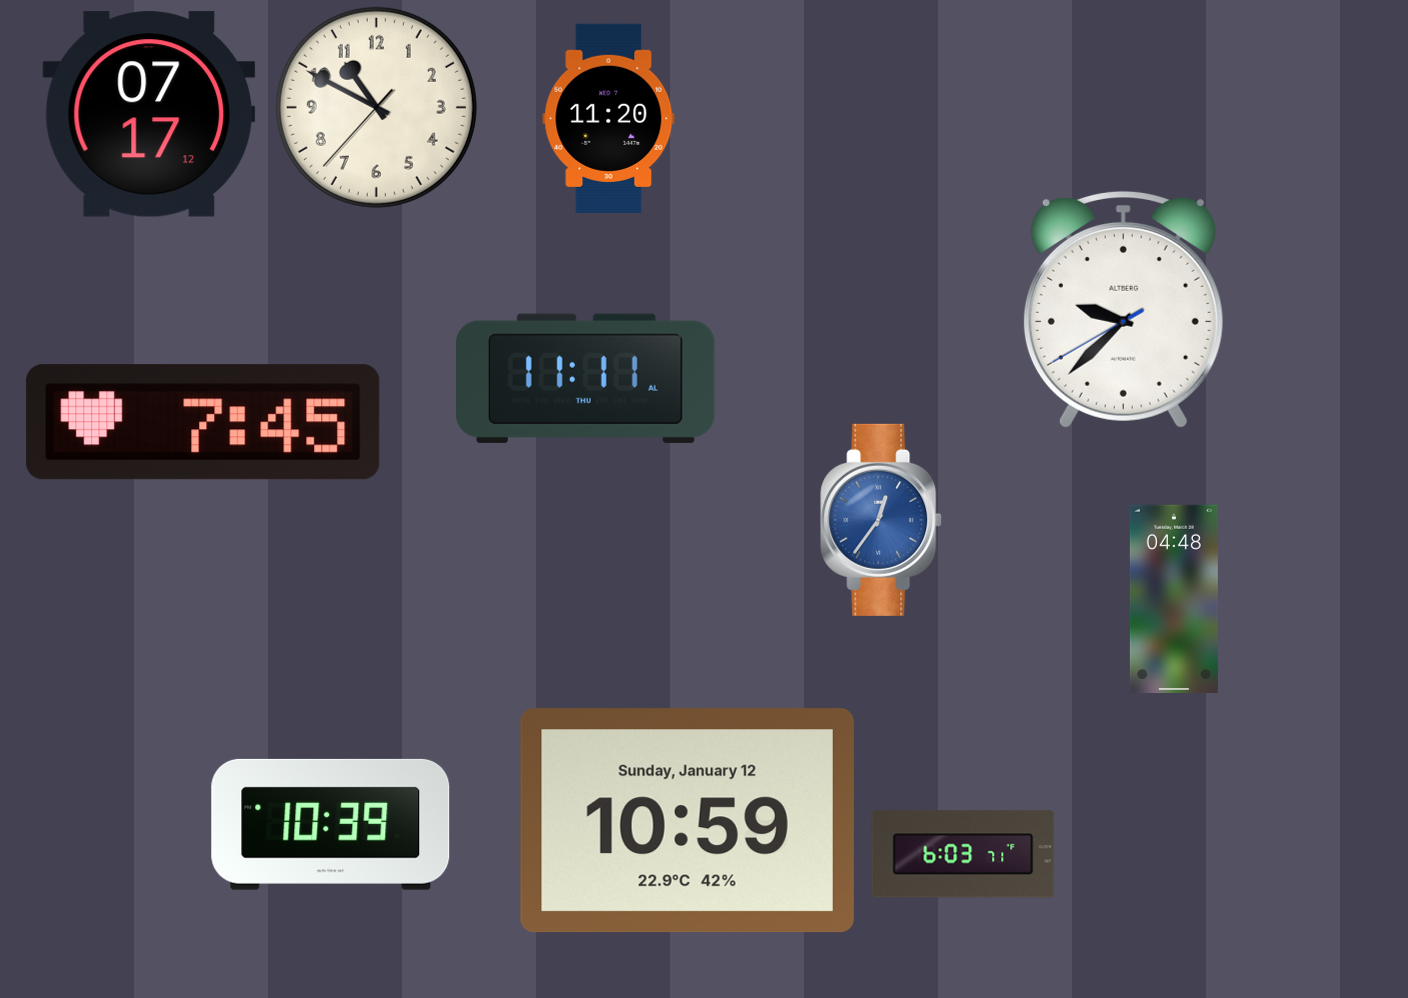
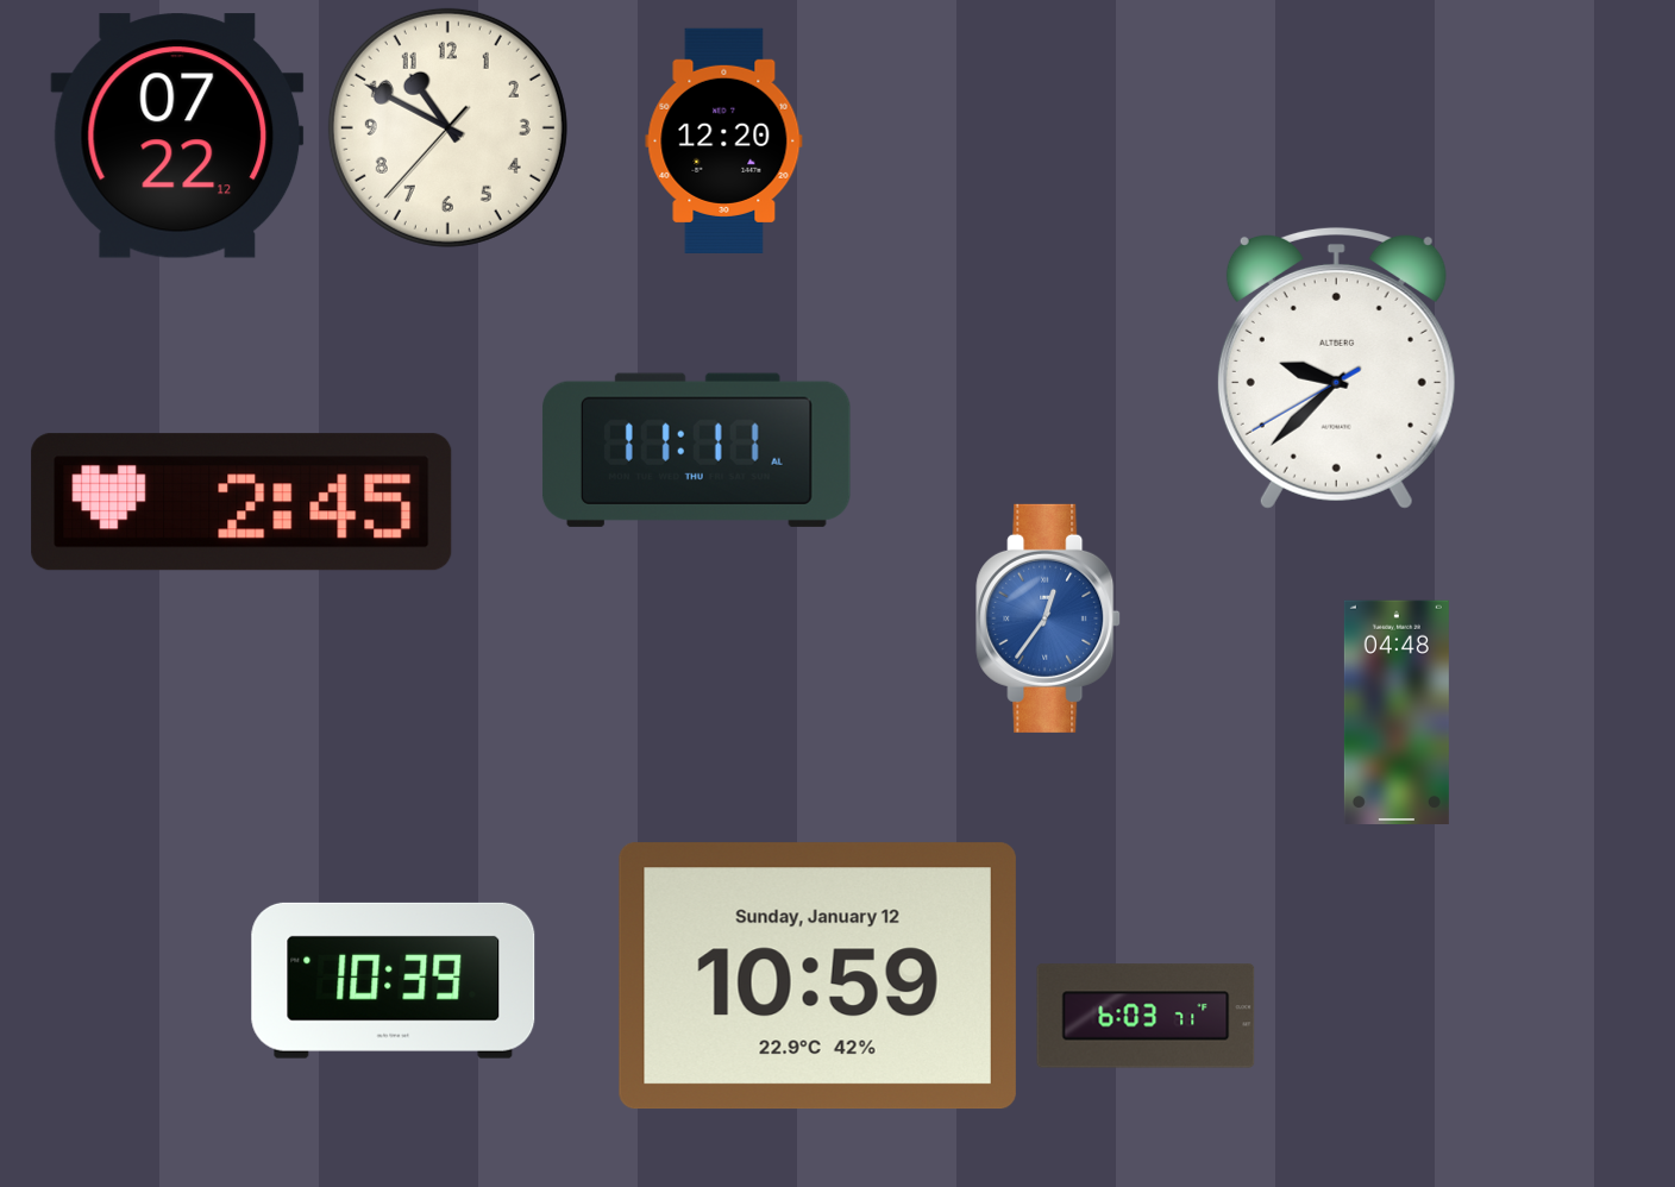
clock at (149, 114): 07:17 -> 07:22
clock at (609, 118): 11:20 -> 12:20
clock at (203, 422): 7:45 -> 2:45
